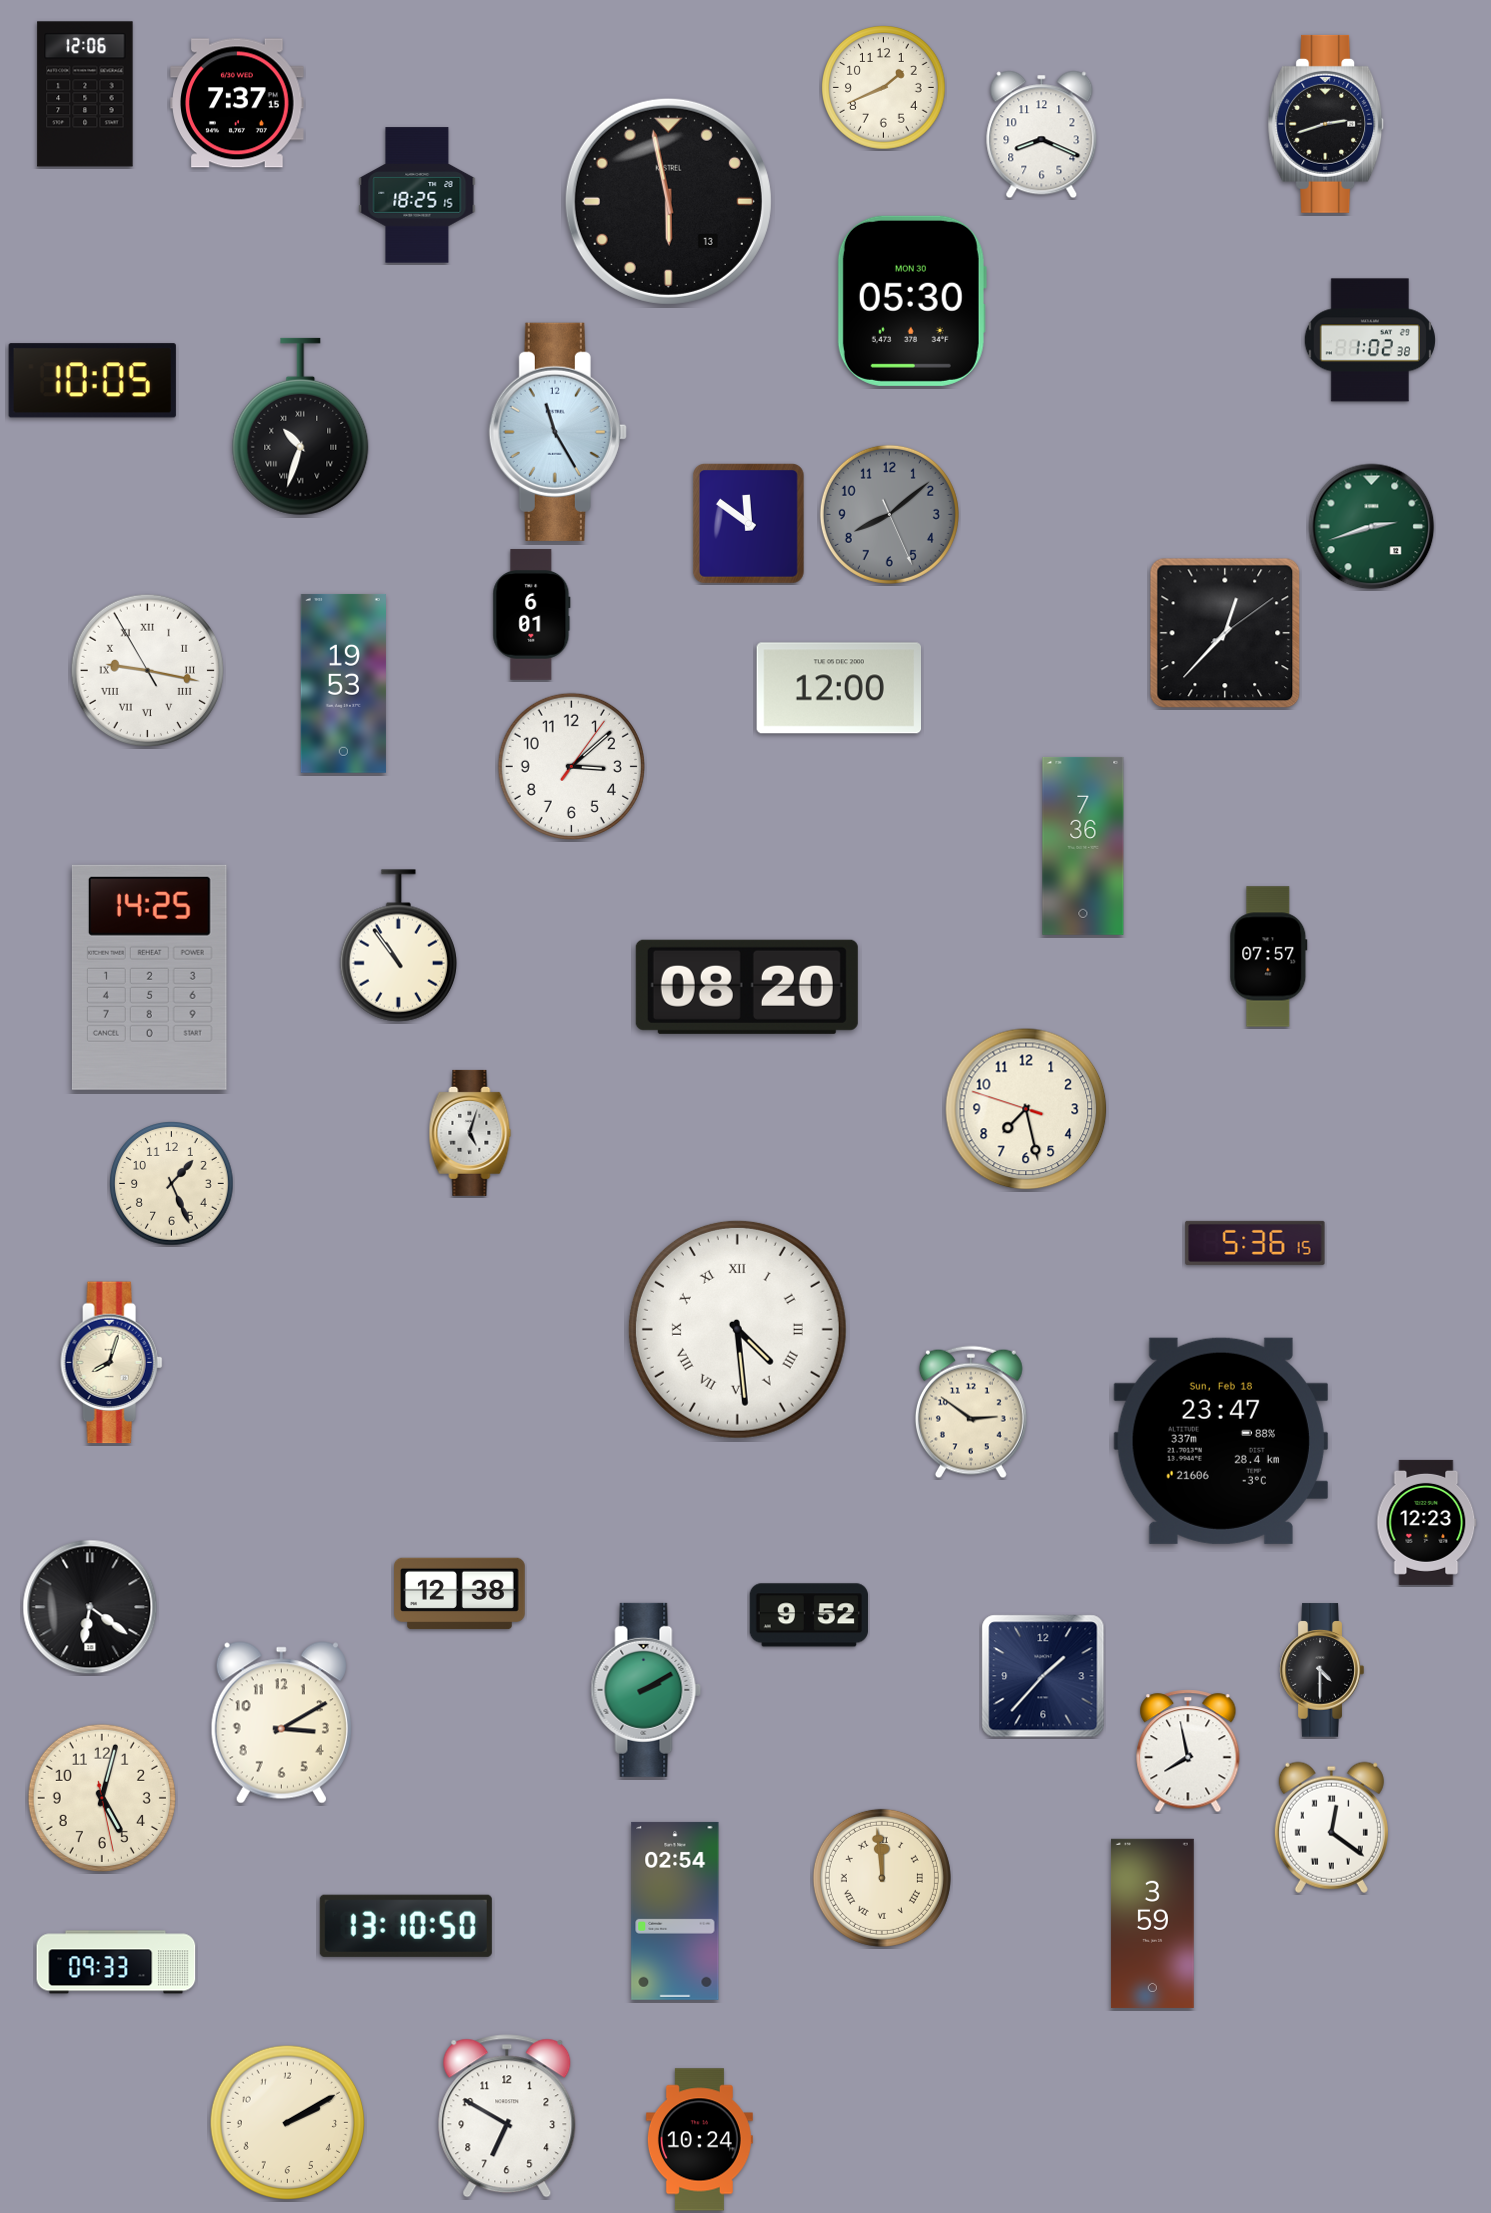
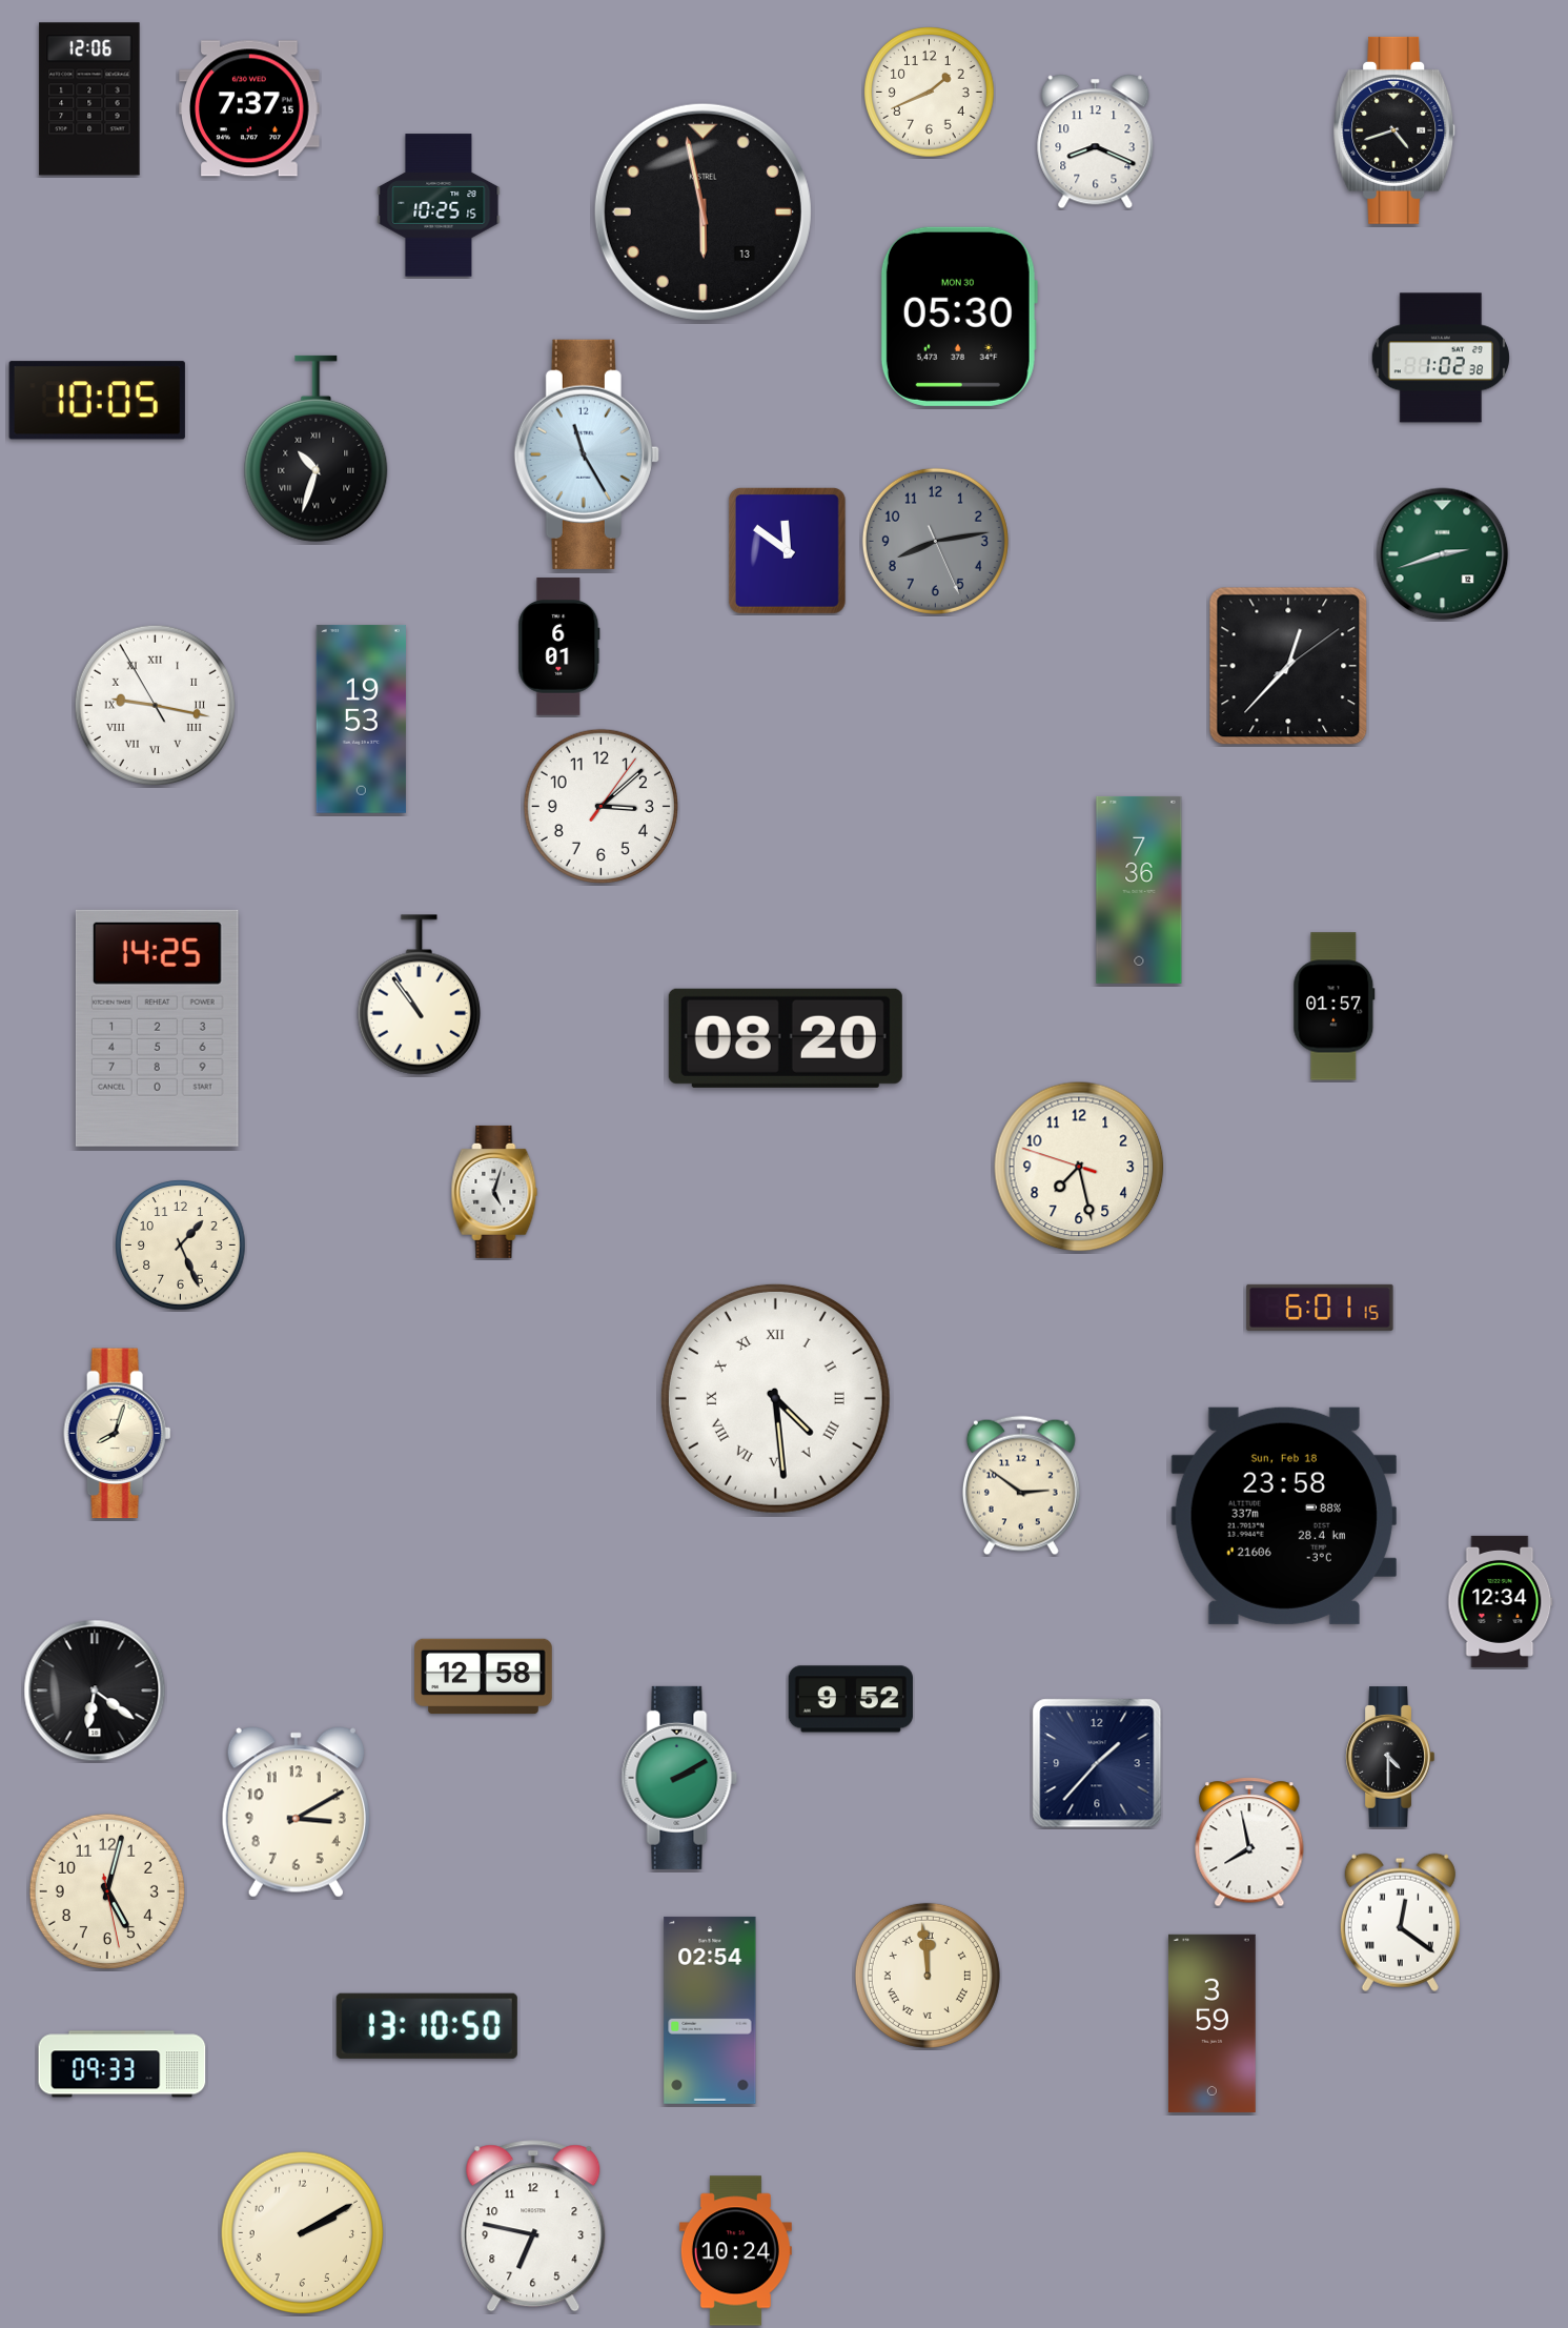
clock at (1326, 124): 2:42 -> 4:42
clock at (417, 195): 18:25 -> 10:25
clock at (889, 514): 8:08 -> 8:13
clock at (838, 688): 12:00 -> none
clock at (1269, 957): 07:57 -> 01:57
clock at (1255, 1243): 5:36 -> 6:01
clock at (1221, 1441): 23:47 -> 23:58
clock at (1427, 1522): 12:23 -> 12:34
clock at (460, 1594): 12:38 -> 12:58
clock at (507, 2116): 6:50 -> 6:47
